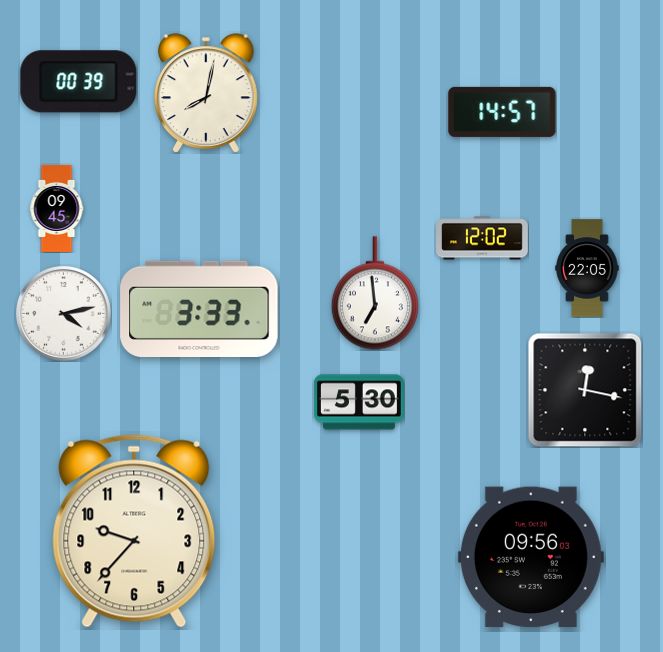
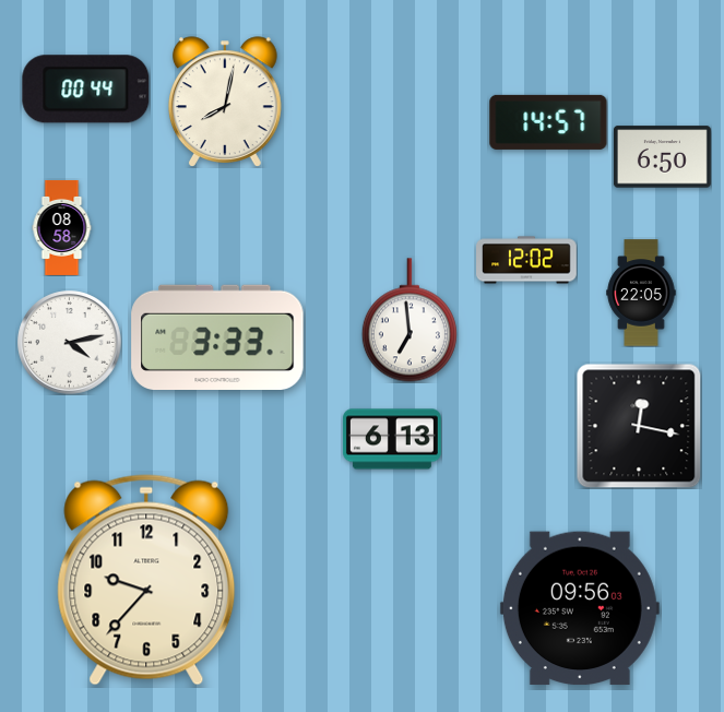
clock at (79, 82): 00:39 -> 00:44
clock at (662, 157): none -> 6:50
clock at (57, 208): 09:45 -> 08:58
clock at (359, 402): 5:30 -> 6:13
